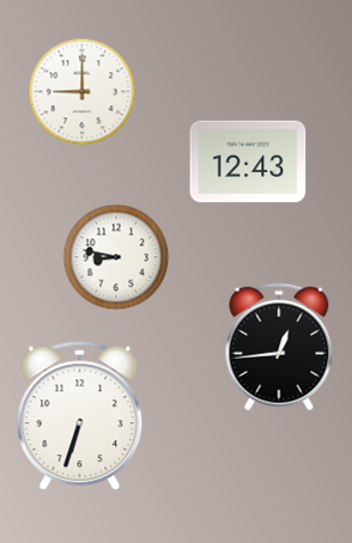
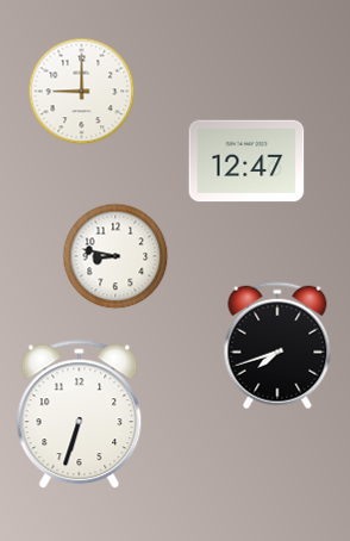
clock at (248, 161): 12:43 -> 12:47
clock at (279, 347): 12:44 -> 7:42
